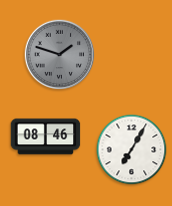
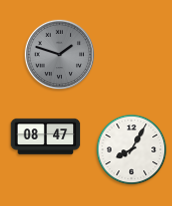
clock at (46, 137): 08:46 -> 08:47
clock at (132, 150): 7:05 -> 8:05
